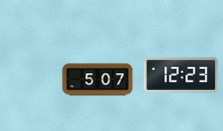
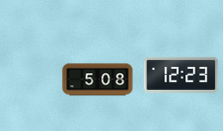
clock at (98, 80): 5:07 -> 5:08
